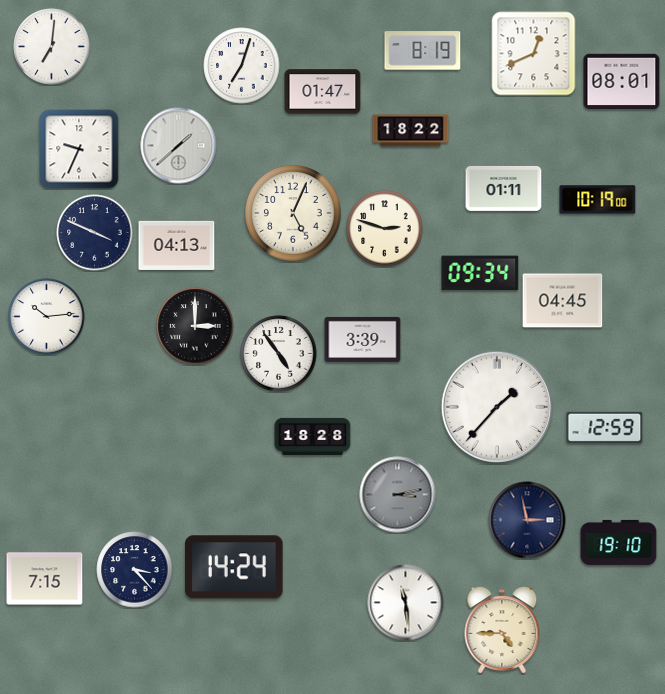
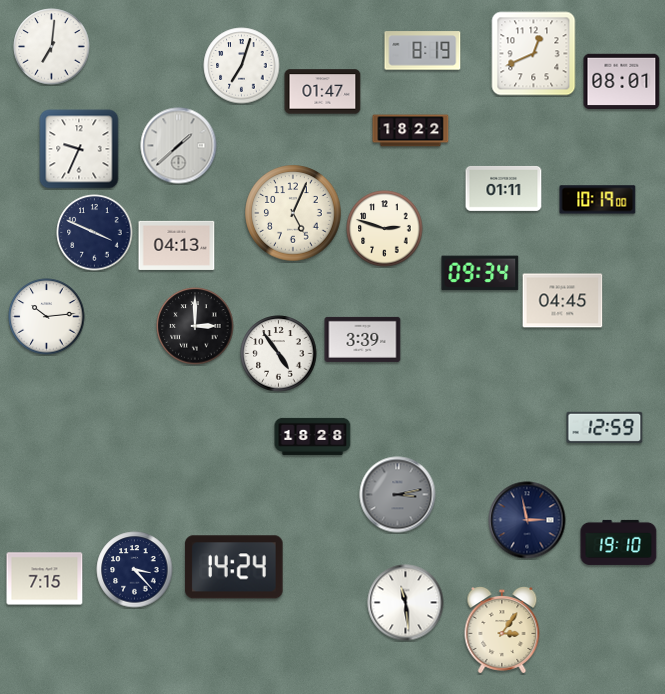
clock at (496, 406): 1:37 -> none
clock at (502, 631): 4:45 -> 3:06
